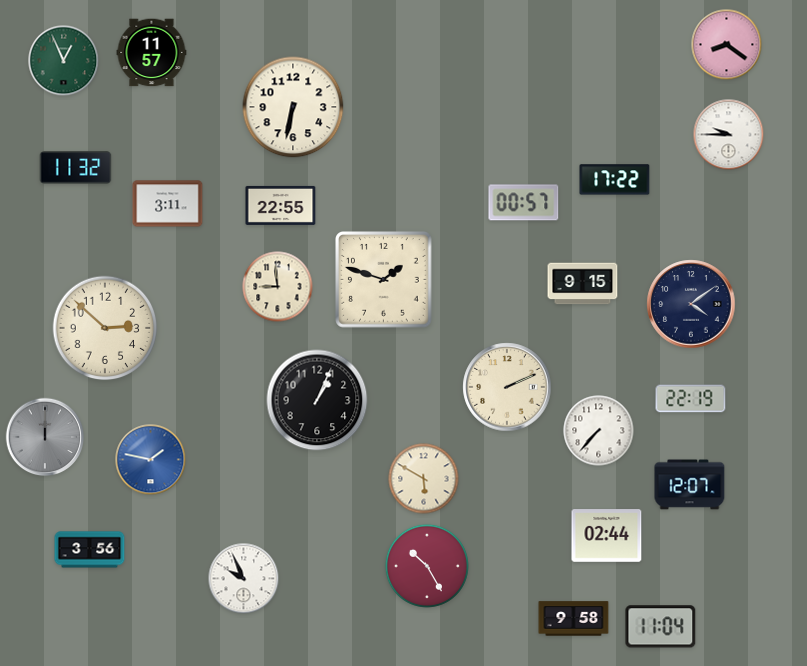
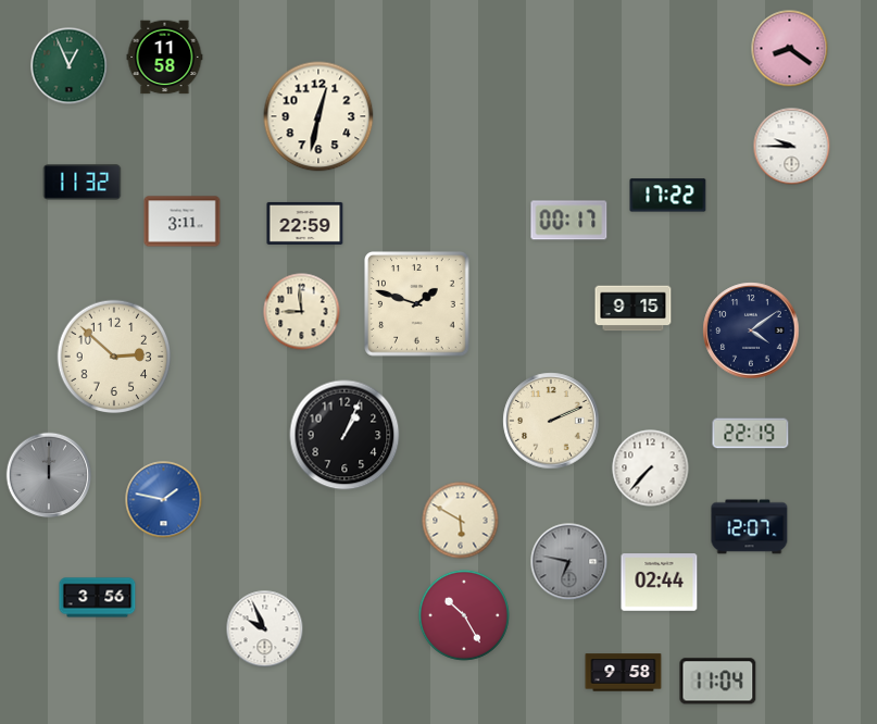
clock at (152, 53): 11:57 -> 11:58
clock at (293, 107): 6:32 -> 12:32
clock at (524, 203): 00:57 -> 00:17
clock at (281, 205): 22:55 -> 22:59
clock at (569, 562): none -> 6:47
